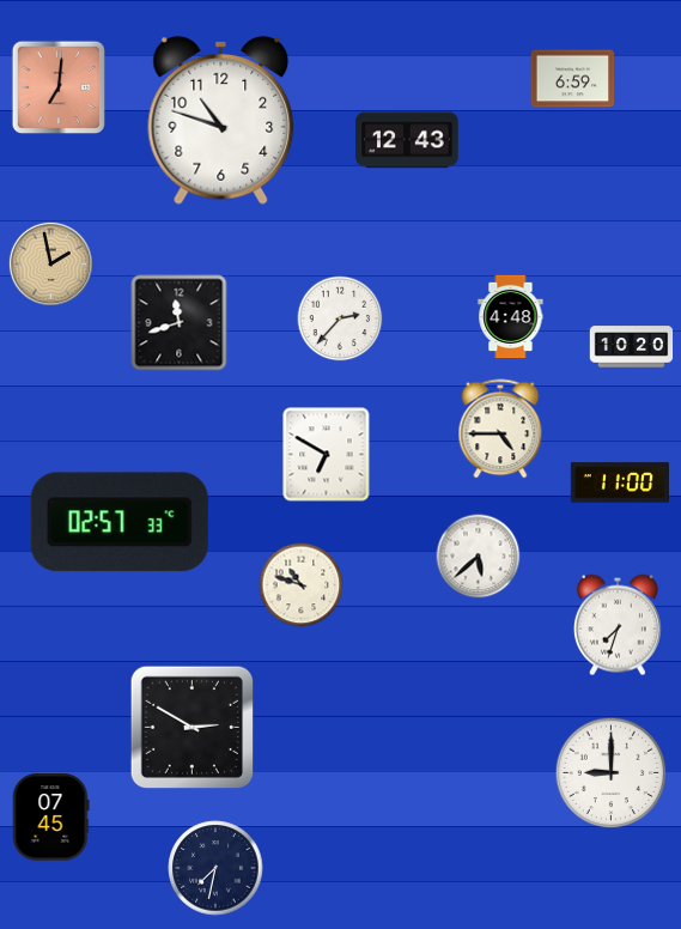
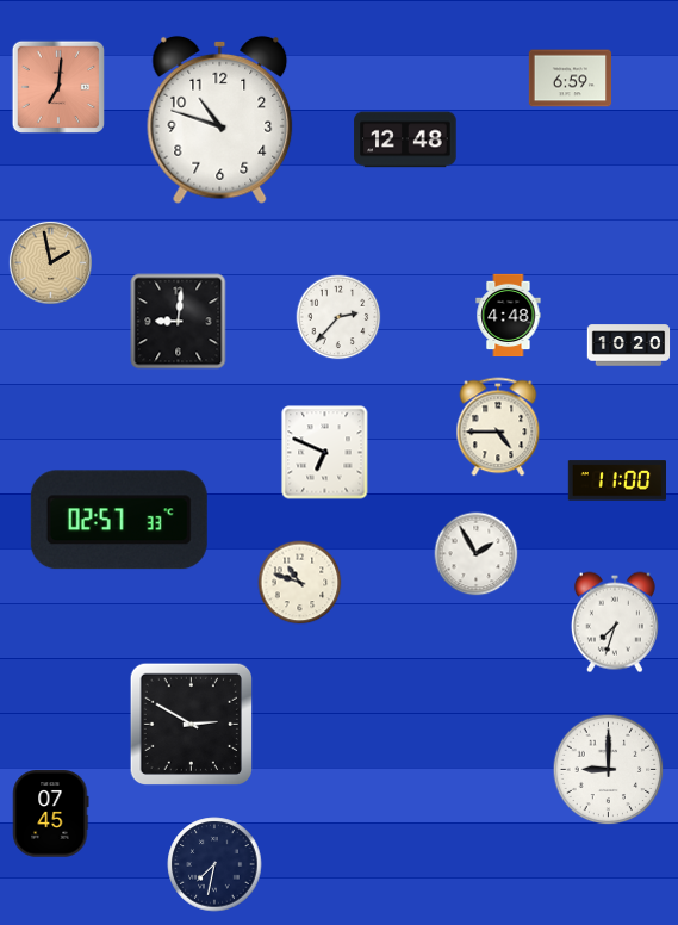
clock at (407, 140): 12:43 -> 12:48
clock at (180, 323): 11:42 -> 9:01
clock at (327, 455): 6:50 -> 6:49
clock at (479, 557): 5:38 -> 1:55
